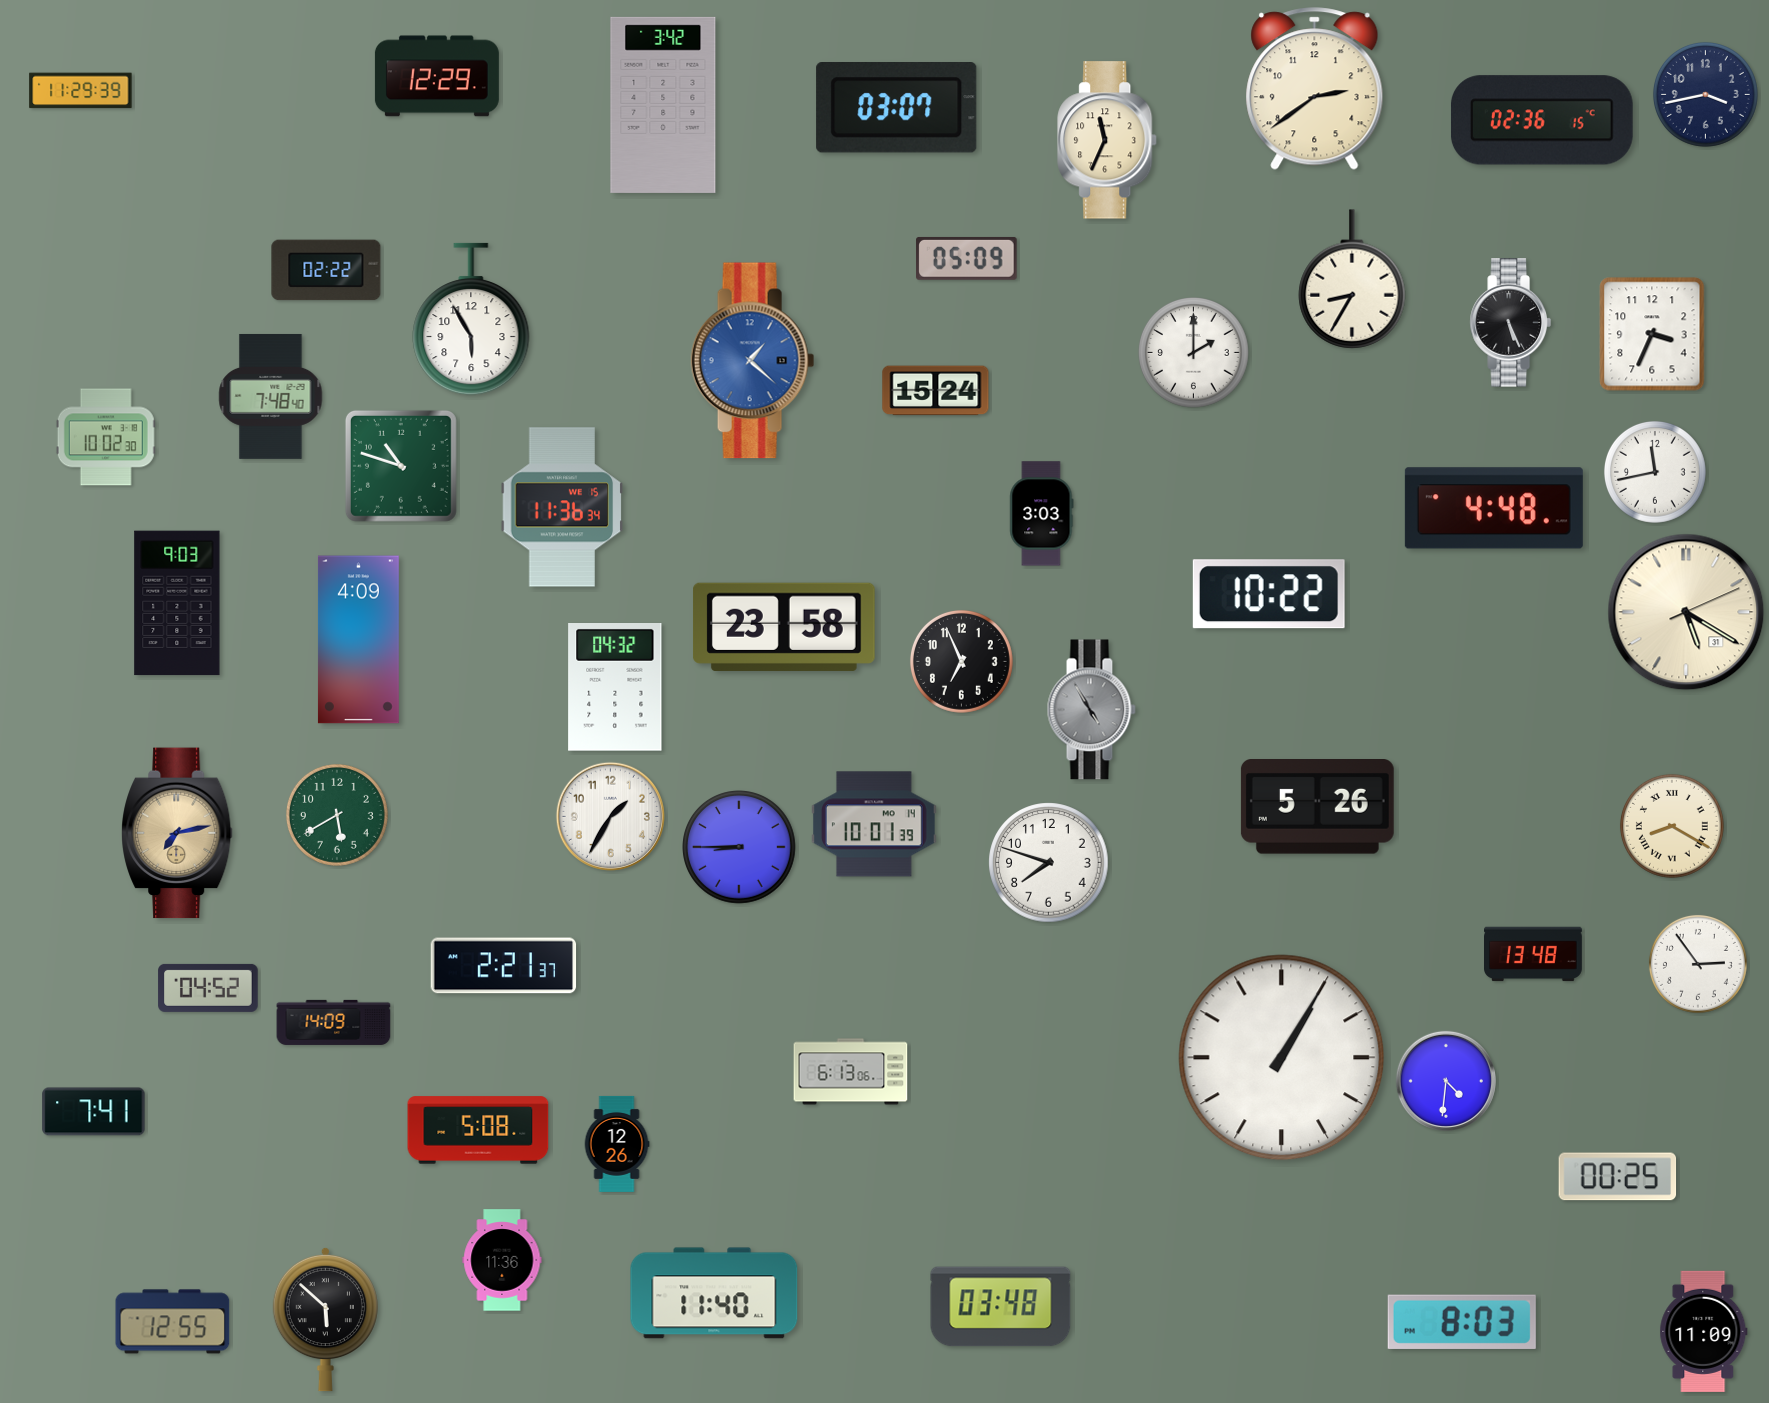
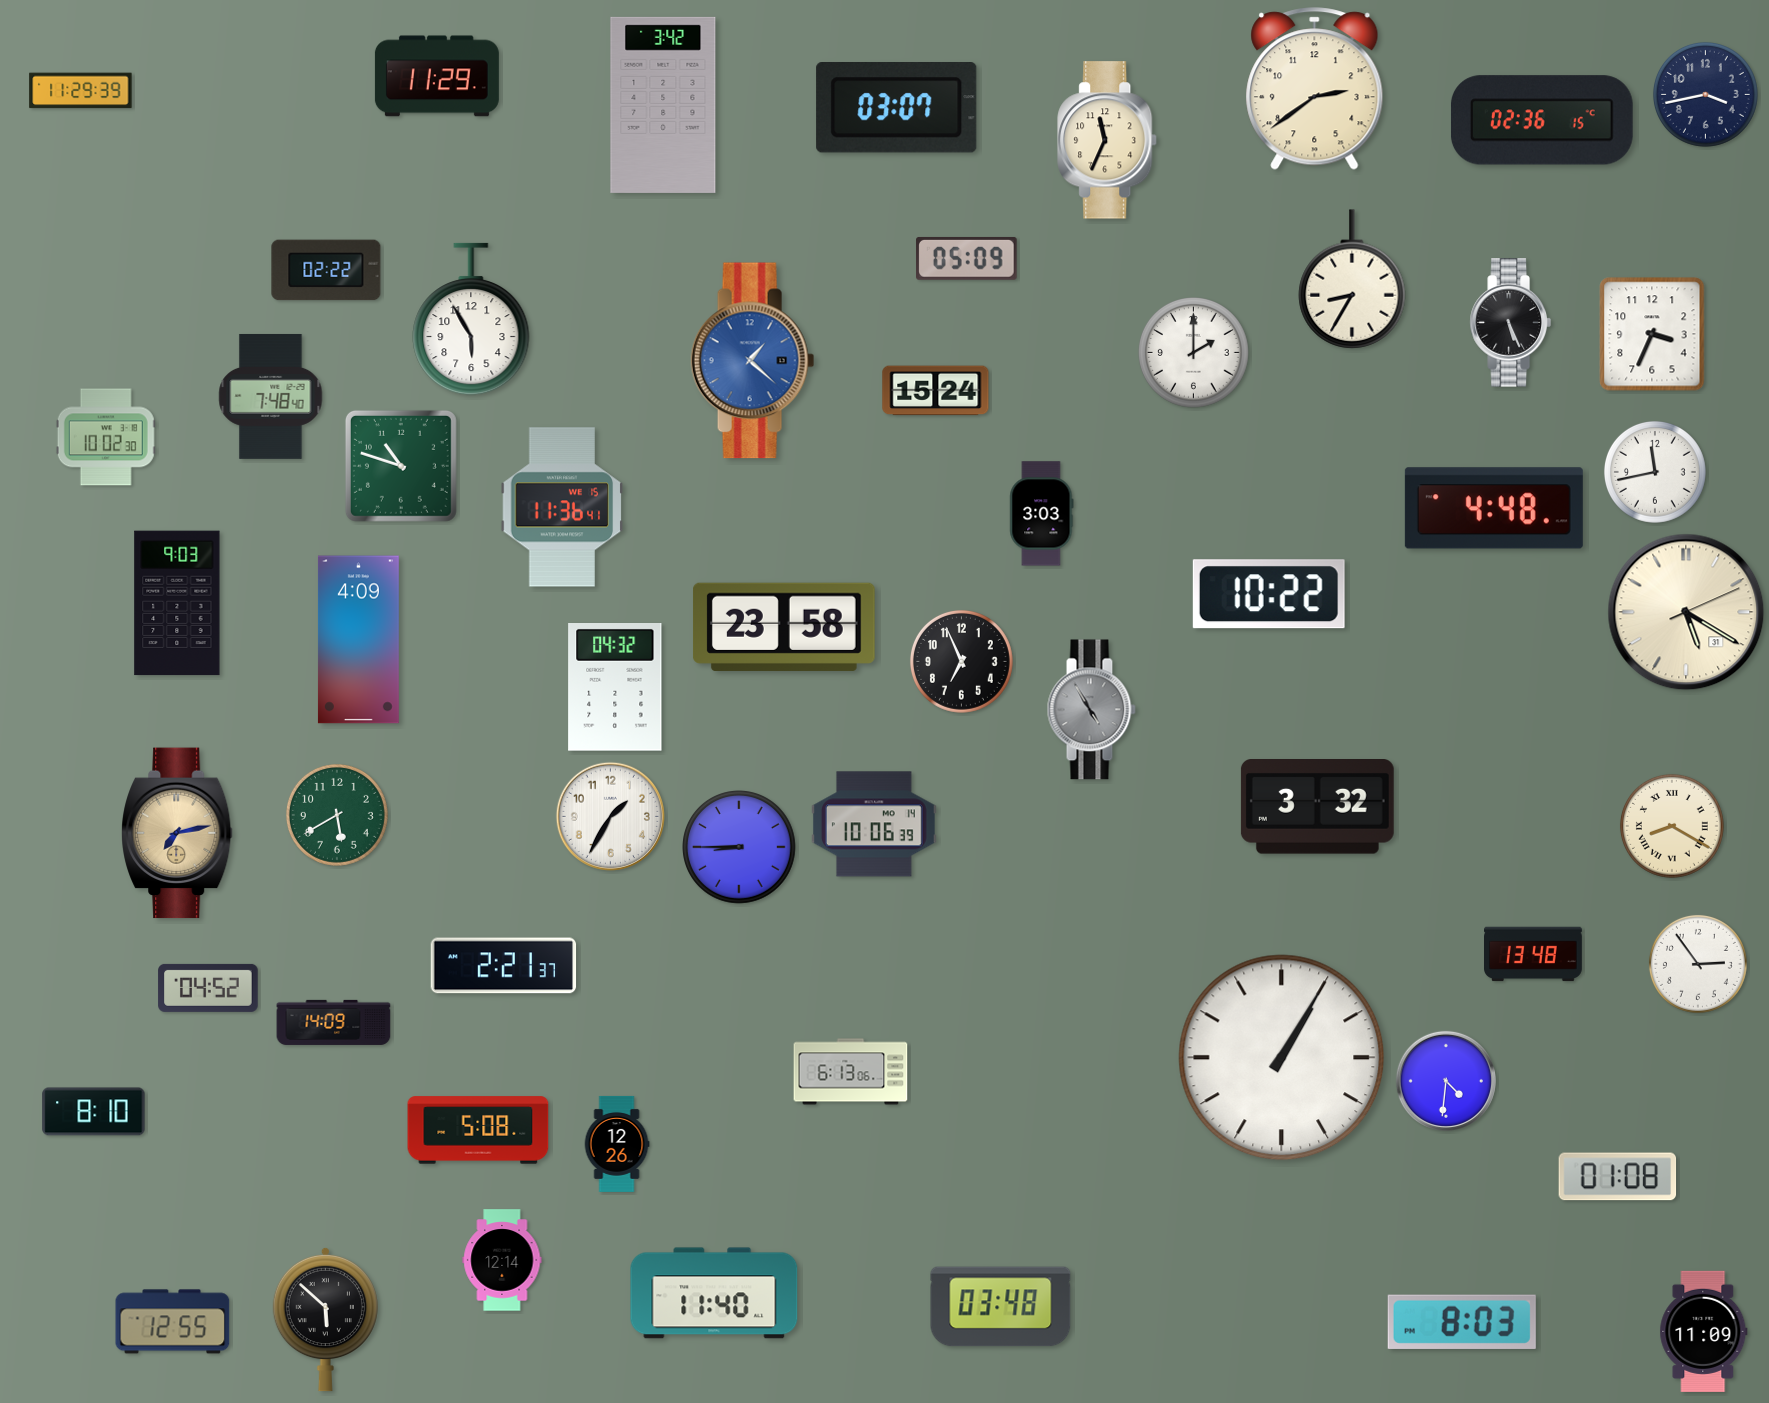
clock at (437, 76): 12:29 -> 11:29
clock at (562, 507): 11:36:34 -> 11:36:41
clock at (1317, 807): 5:26 -> 3:32
clock at (874, 824): 10:01 -> 10:06
clock at (1049, 863): 7:48 -> none
clock at (94, 1112): 7:41 -> 8:10
clock at (1618, 1177): 00:25 -> 01:08
clock at (502, 1260): 11:36 -> 12:14
